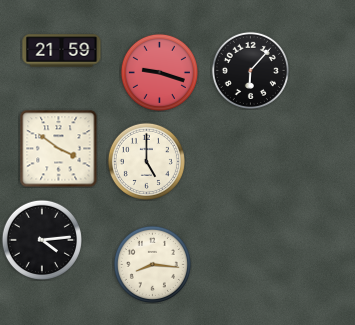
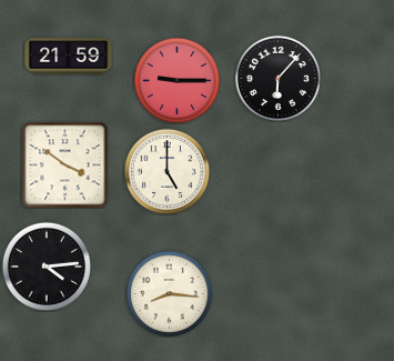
clock at (159, 72): 9:18 -> 9:15
clock at (146, 161) position: (146, 161) -> (166, 171)
